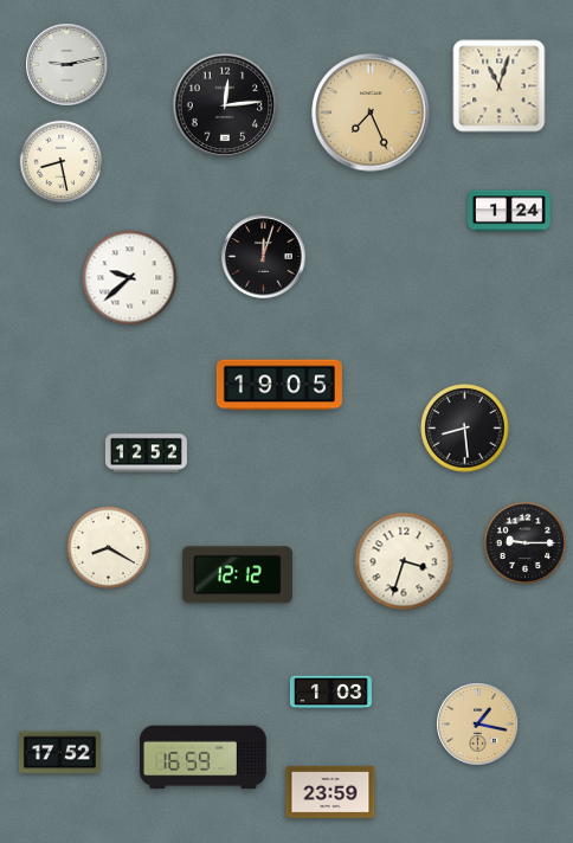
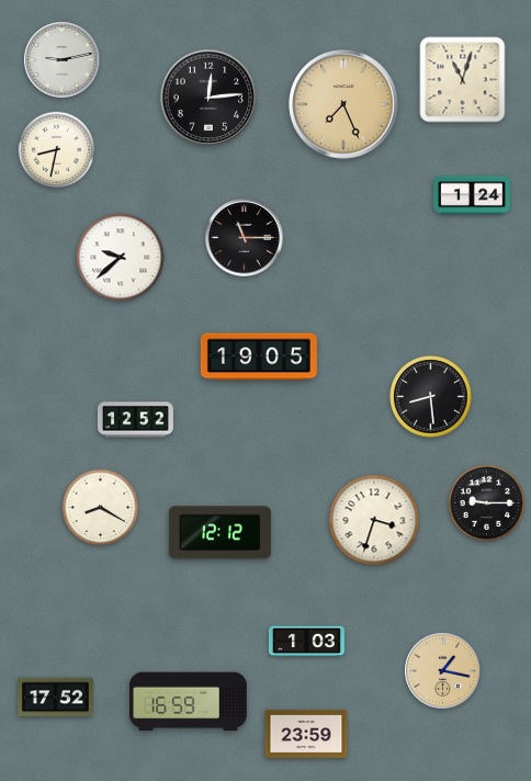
clock at (62, 162): 8:28 -> 8:32
clock at (264, 257): 12:03 -> 11:15
